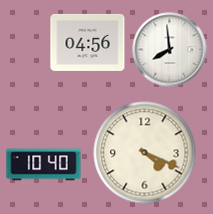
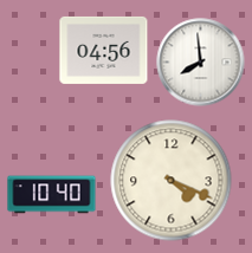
clock at (170, 50) position: (170, 50) -> (201, 63)
